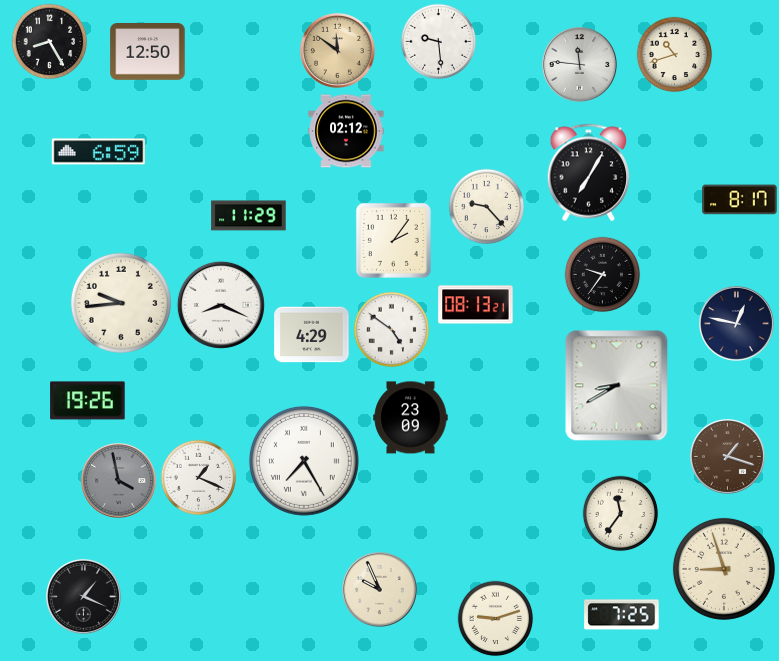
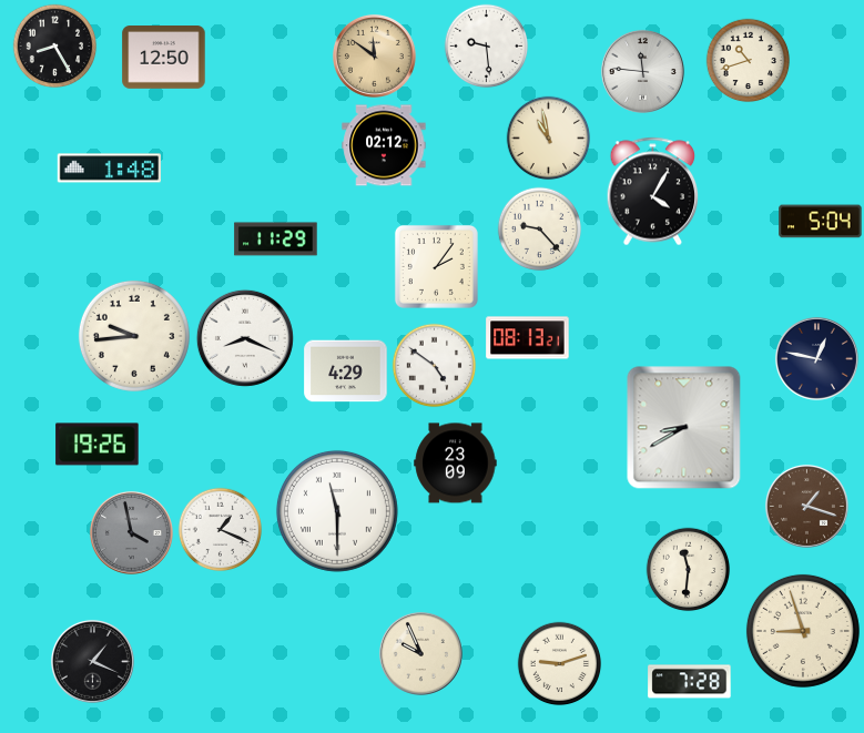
clock at (549, 139): none -> 10:58
clock at (98, 152): 6:59 -> 1:48
clock at (589, 173): 7:05 -> 4:05
clock at (740, 200): 8:17 -> 5:04
clock at (603, 275): 9:36 -> none
clock at (304, 461): 7:25 -> 11:30
clock at (621, 514): 11:36 -> 11:31
clock at (622, 615): 7:25 -> 7:28
clock at (496, 619) position: (496, 619) -> (560, 664)
